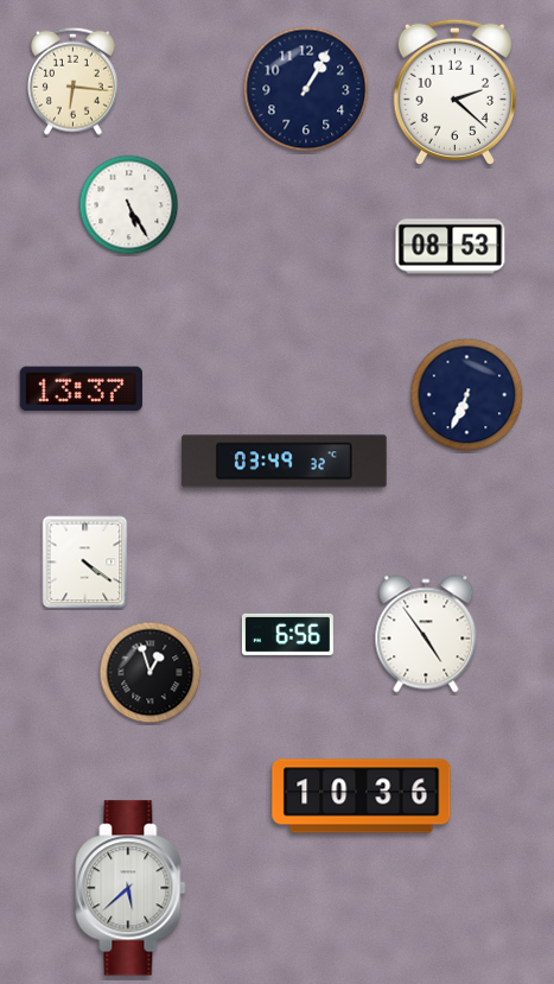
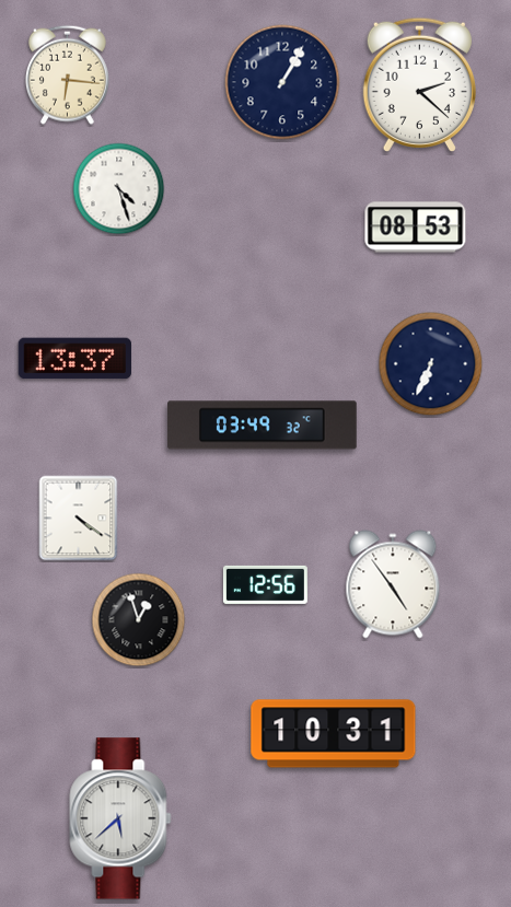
clock at (129, 205): 5:25 -> 4:27
clock at (287, 634): 6:56 -> 12:56
clock at (362, 796): 10:36 -> 10:31
